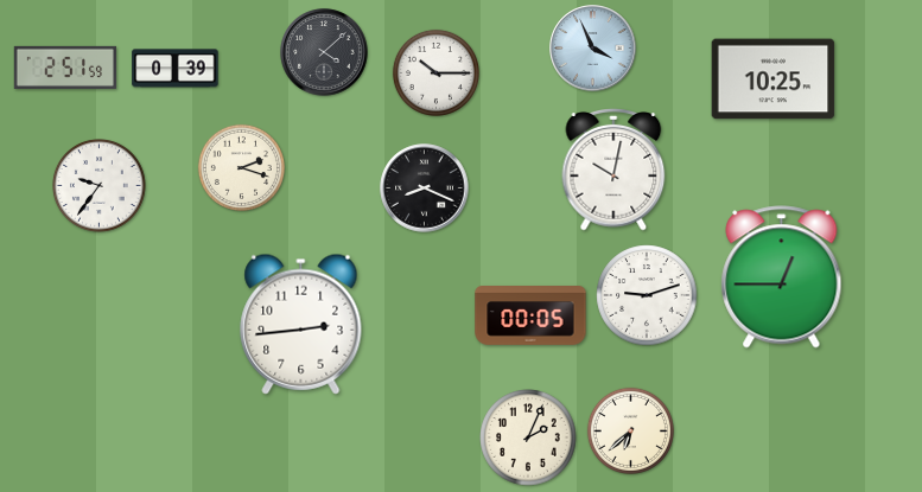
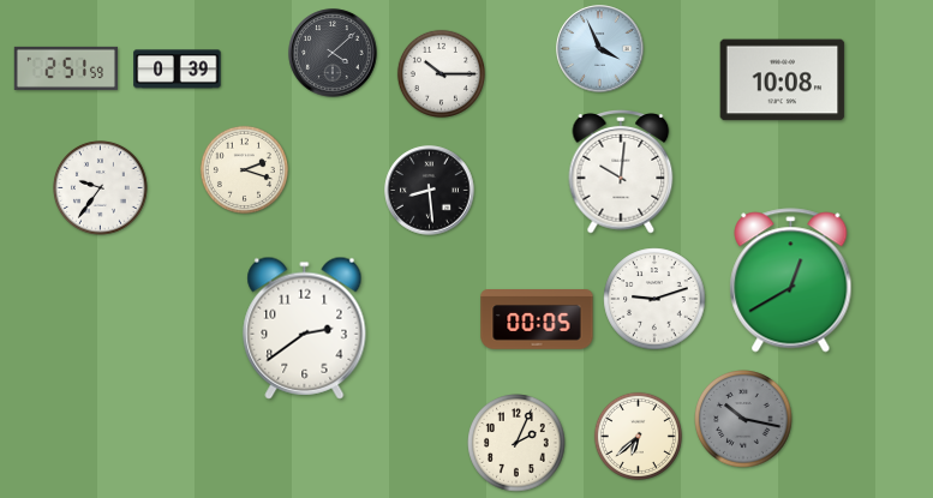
clock at (324, 52) position: (324, 52) -> (333, 53)
clock at (774, 79): 10:25 -> 10:08
clock at (613, 171): 10:02 -> 10:01
clock at (425, 189): 8:19 -> 8:29
clock at (782, 277): 12:45 -> 12:40
clock at (301, 324): 2:44 -> 2:39
clock at (743, 419): none -> 10:17
clock at (528, 437) position: (528, 437) -> (516, 443)
